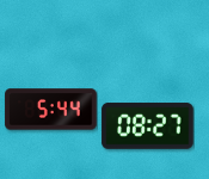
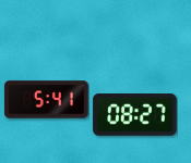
clock at (51, 110): 5:44 -> 5:41
